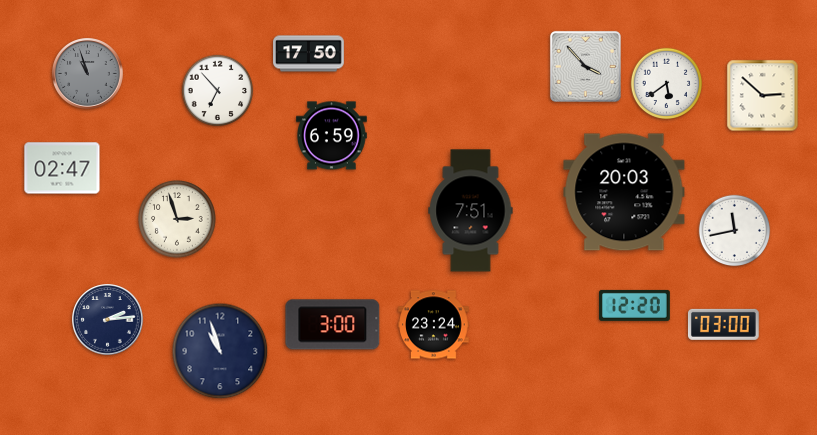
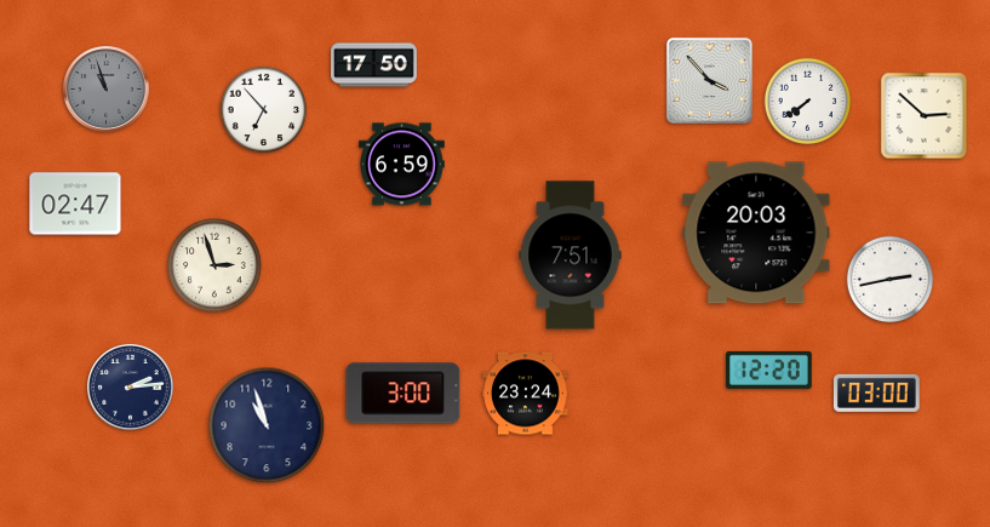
clock at (667, 84): 5:39 -> 7:39
clock at (735, 231): 11:43 -> 2:43
